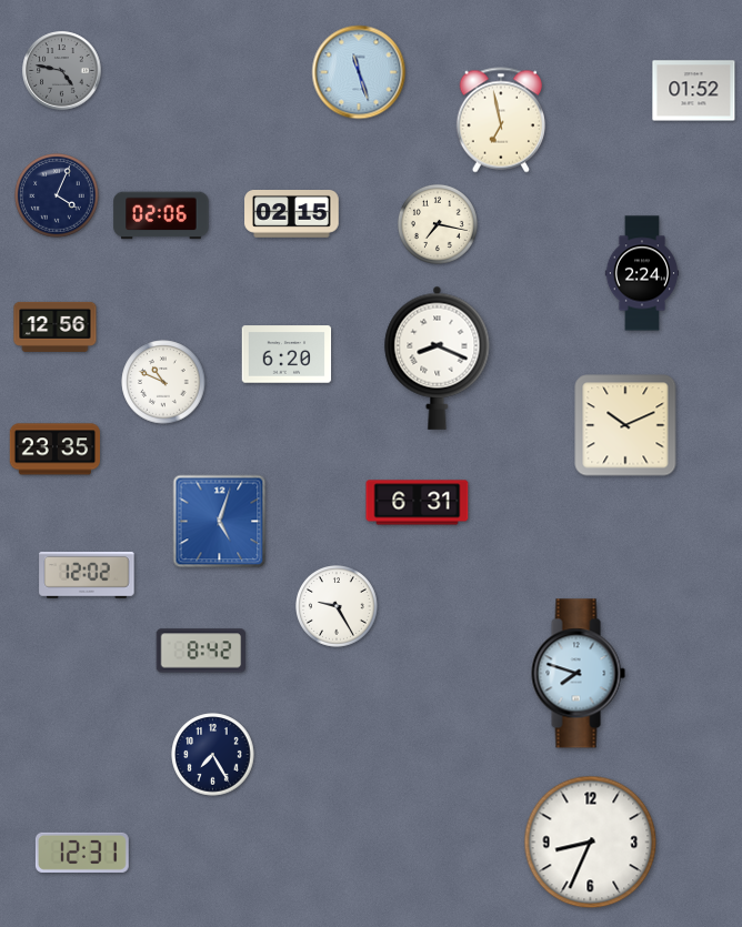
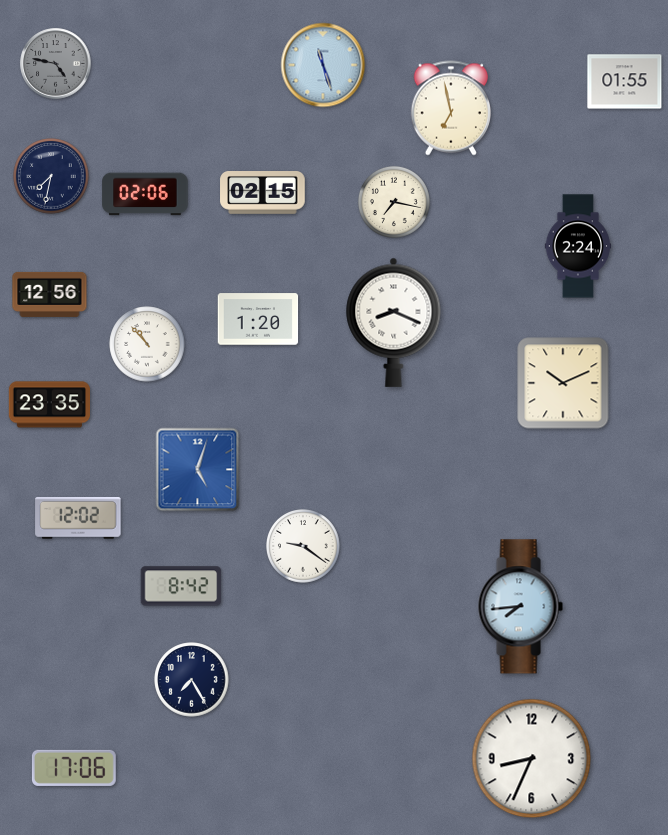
clock at (694, 91): 01:52 -> 01:55
clock at (57, 195): 4:04 -> 7:32
clock at (287, 354): 6:20 -> 1:20
clock at (163, 382): 10:49 -> 10:53
clock at (418, 503): 6:31 -> none
clock at (338, 607): 9:25 -> 9:21
clock at (578, 674): 7:48 -> 7:44
clock at (82, 853): 12:31 -> 17:06
